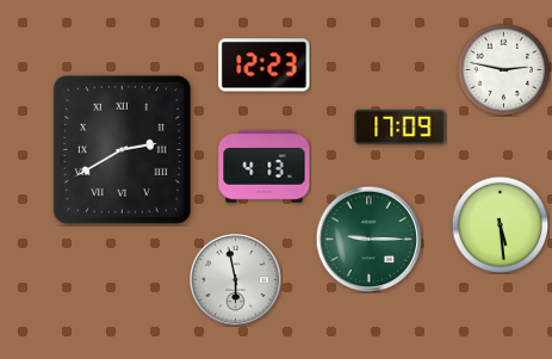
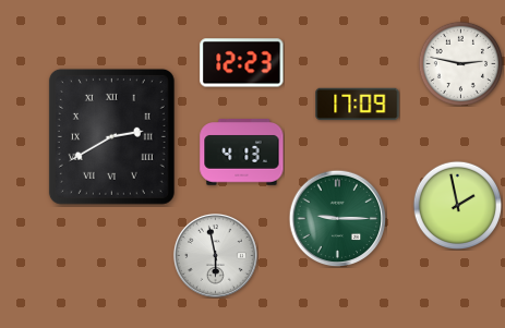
clock at (265, 66) position: (265, 66) -> (242, 63)
clock at (401, 128) position: (401, 128) -> (358, 105)
clock at (500, 224): 5:29 -> 1:58
